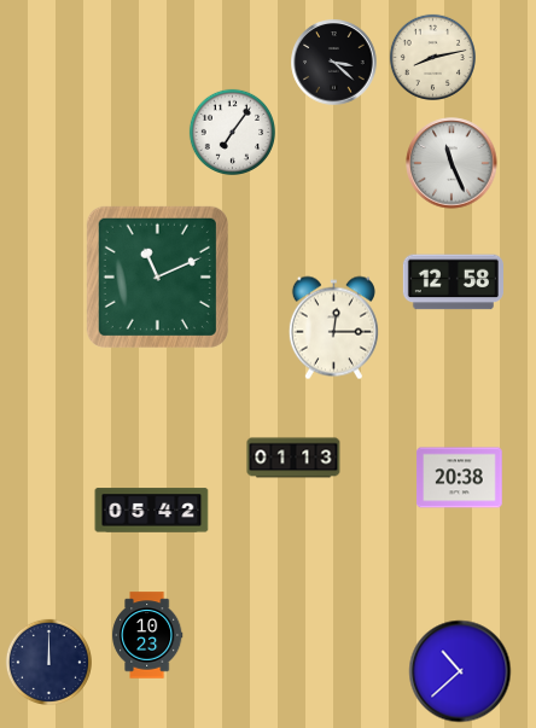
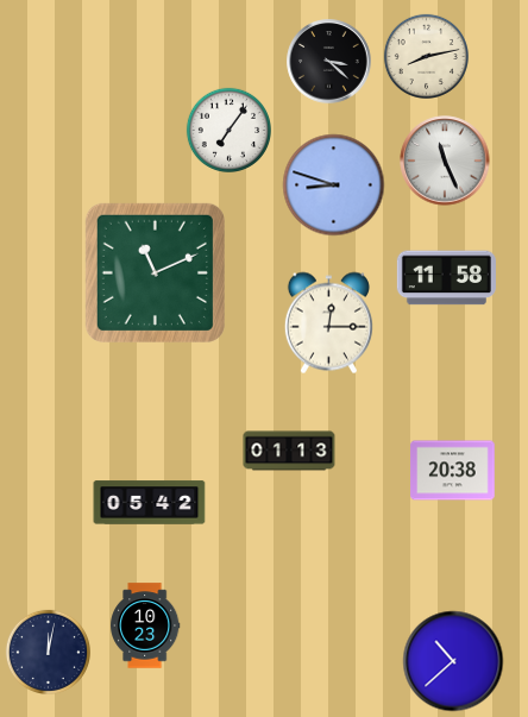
clock at (334, 185): none -> 8:48
clock at (453, 283): 12:58 -> 11:58
clock at (48, 662): 12:00 -> 12:02
